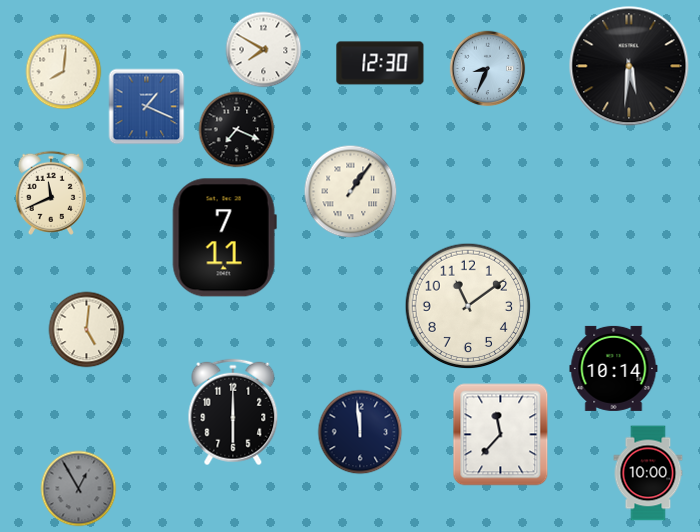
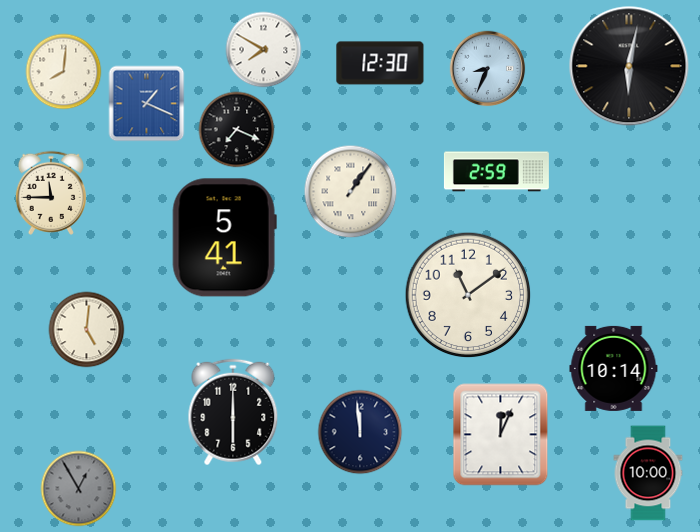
clock at (629, 66): 5:31 -> 6:02
clock at (147, 107) position: (147, 107) -> (147, 104)
clock at (496, 172): none -> 2:59
clock at (51, 193): 11:41 -> 11:45
clock at (224, 238): 7:11 -> 5:41
clock at (468, 306) position: (468, 306) -> (468, 295)
clock at (501, 435): 11:37 -> 12:04
